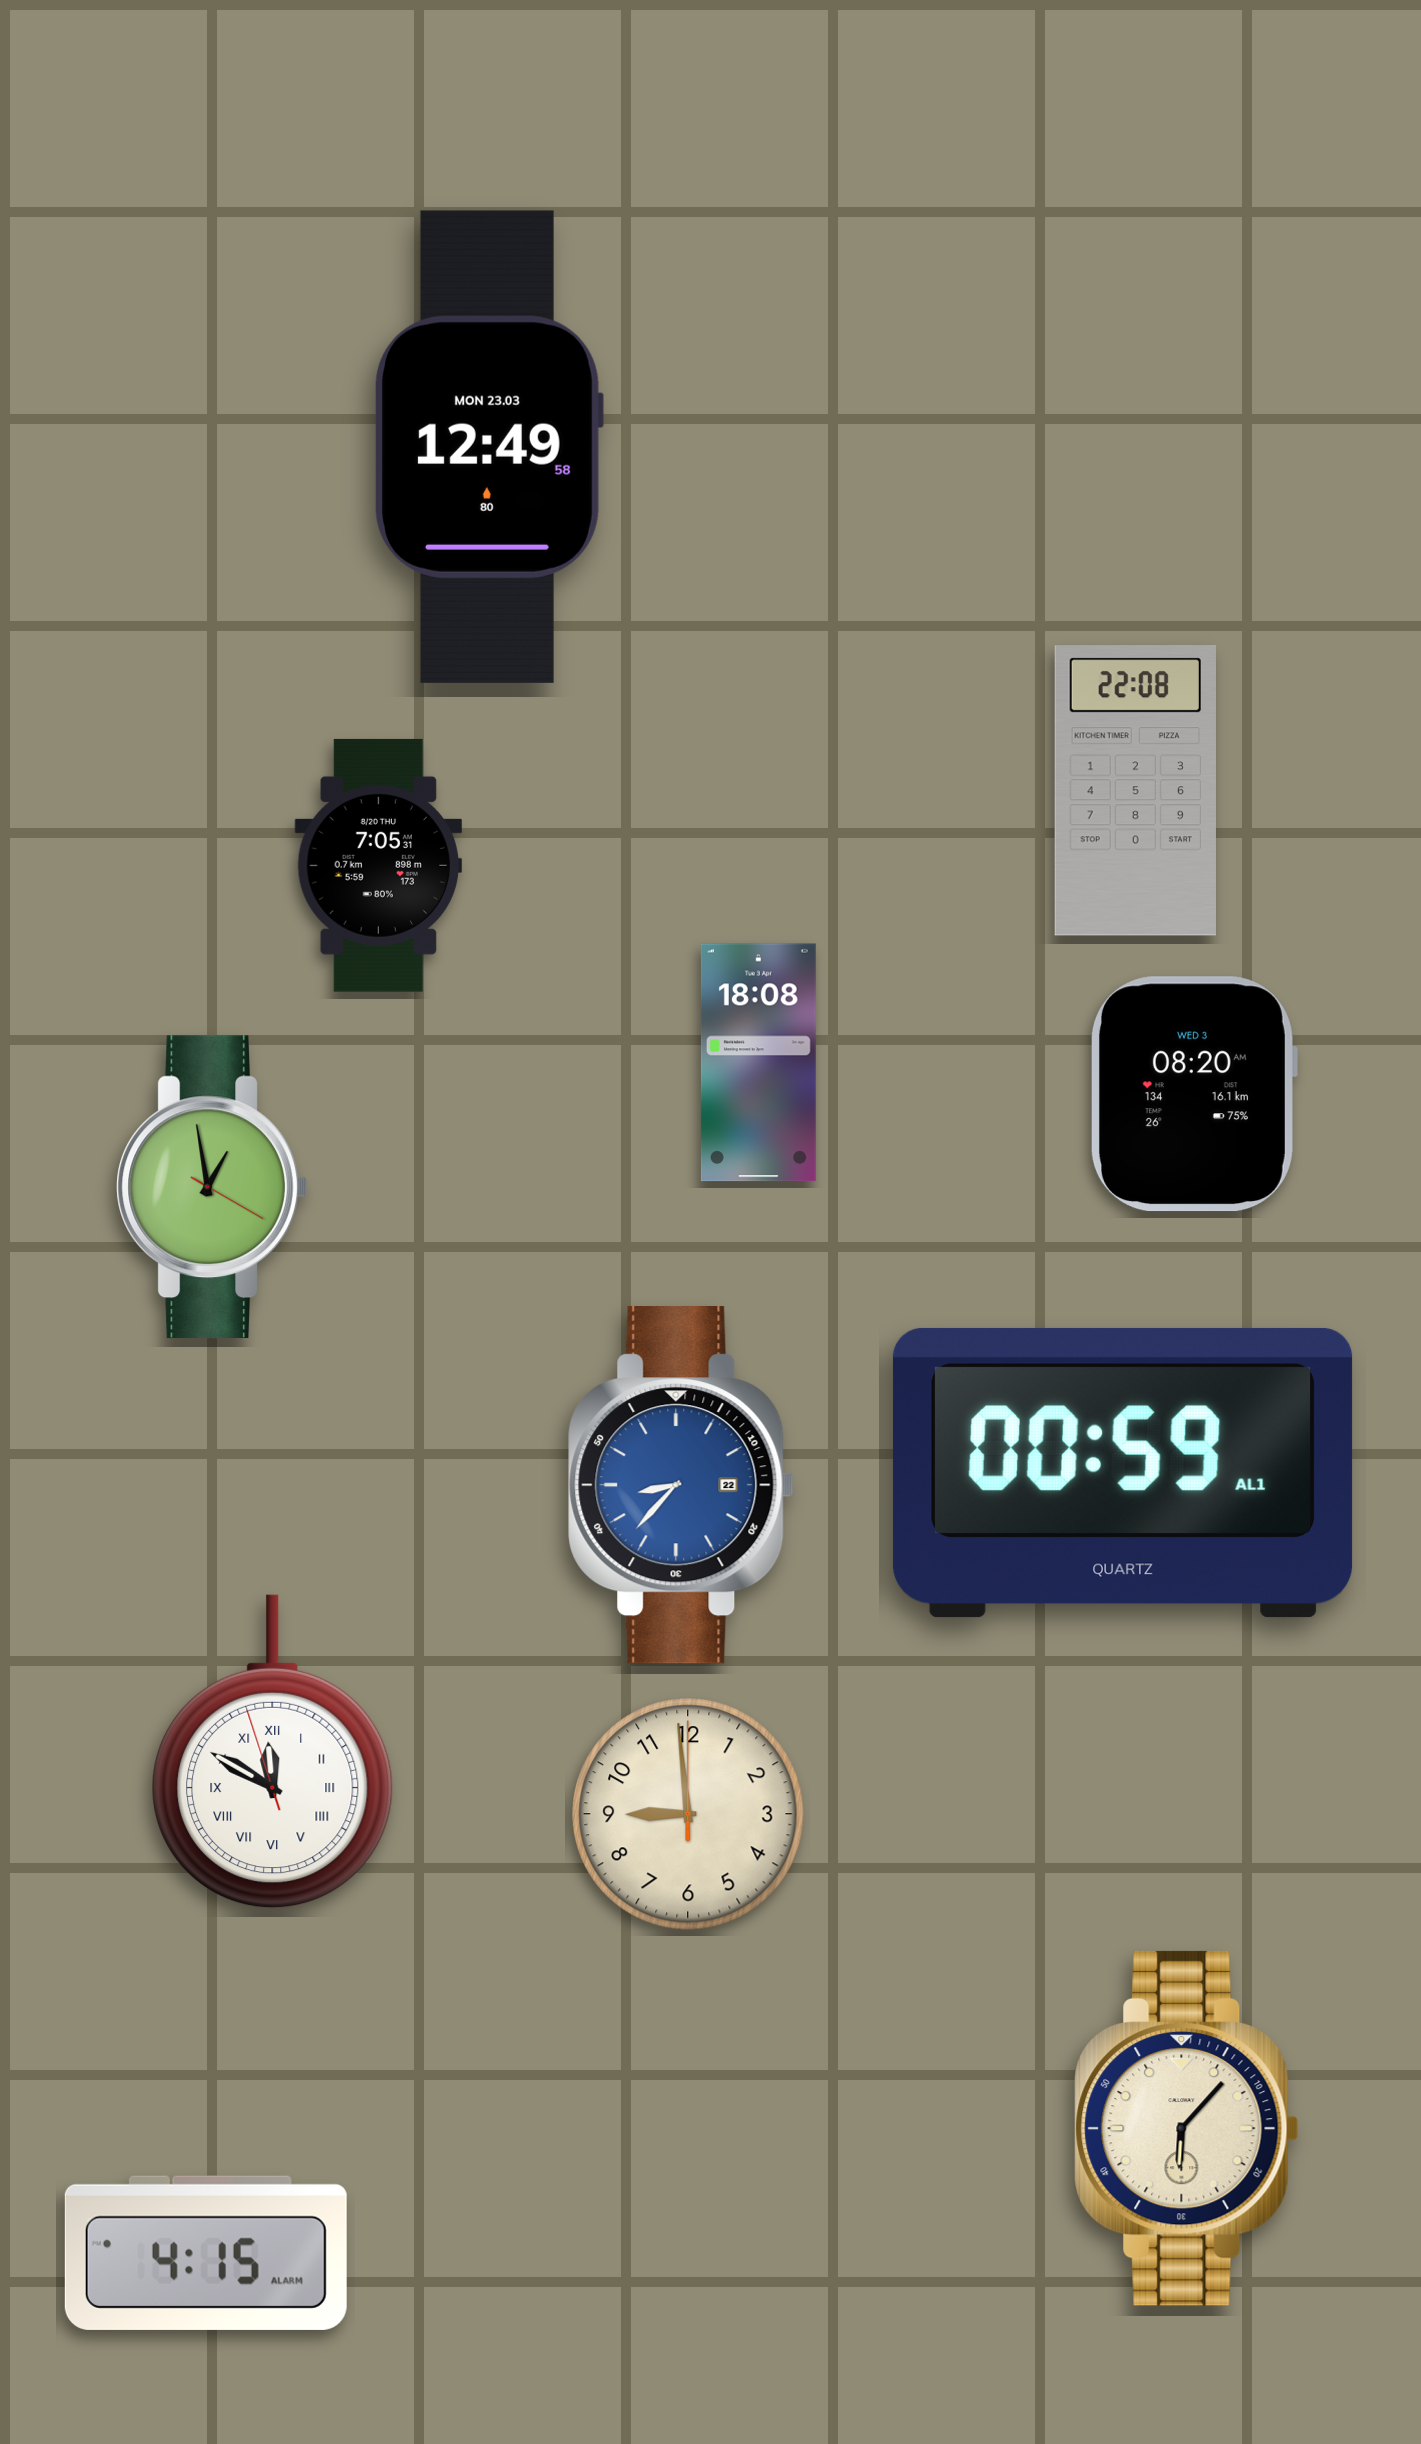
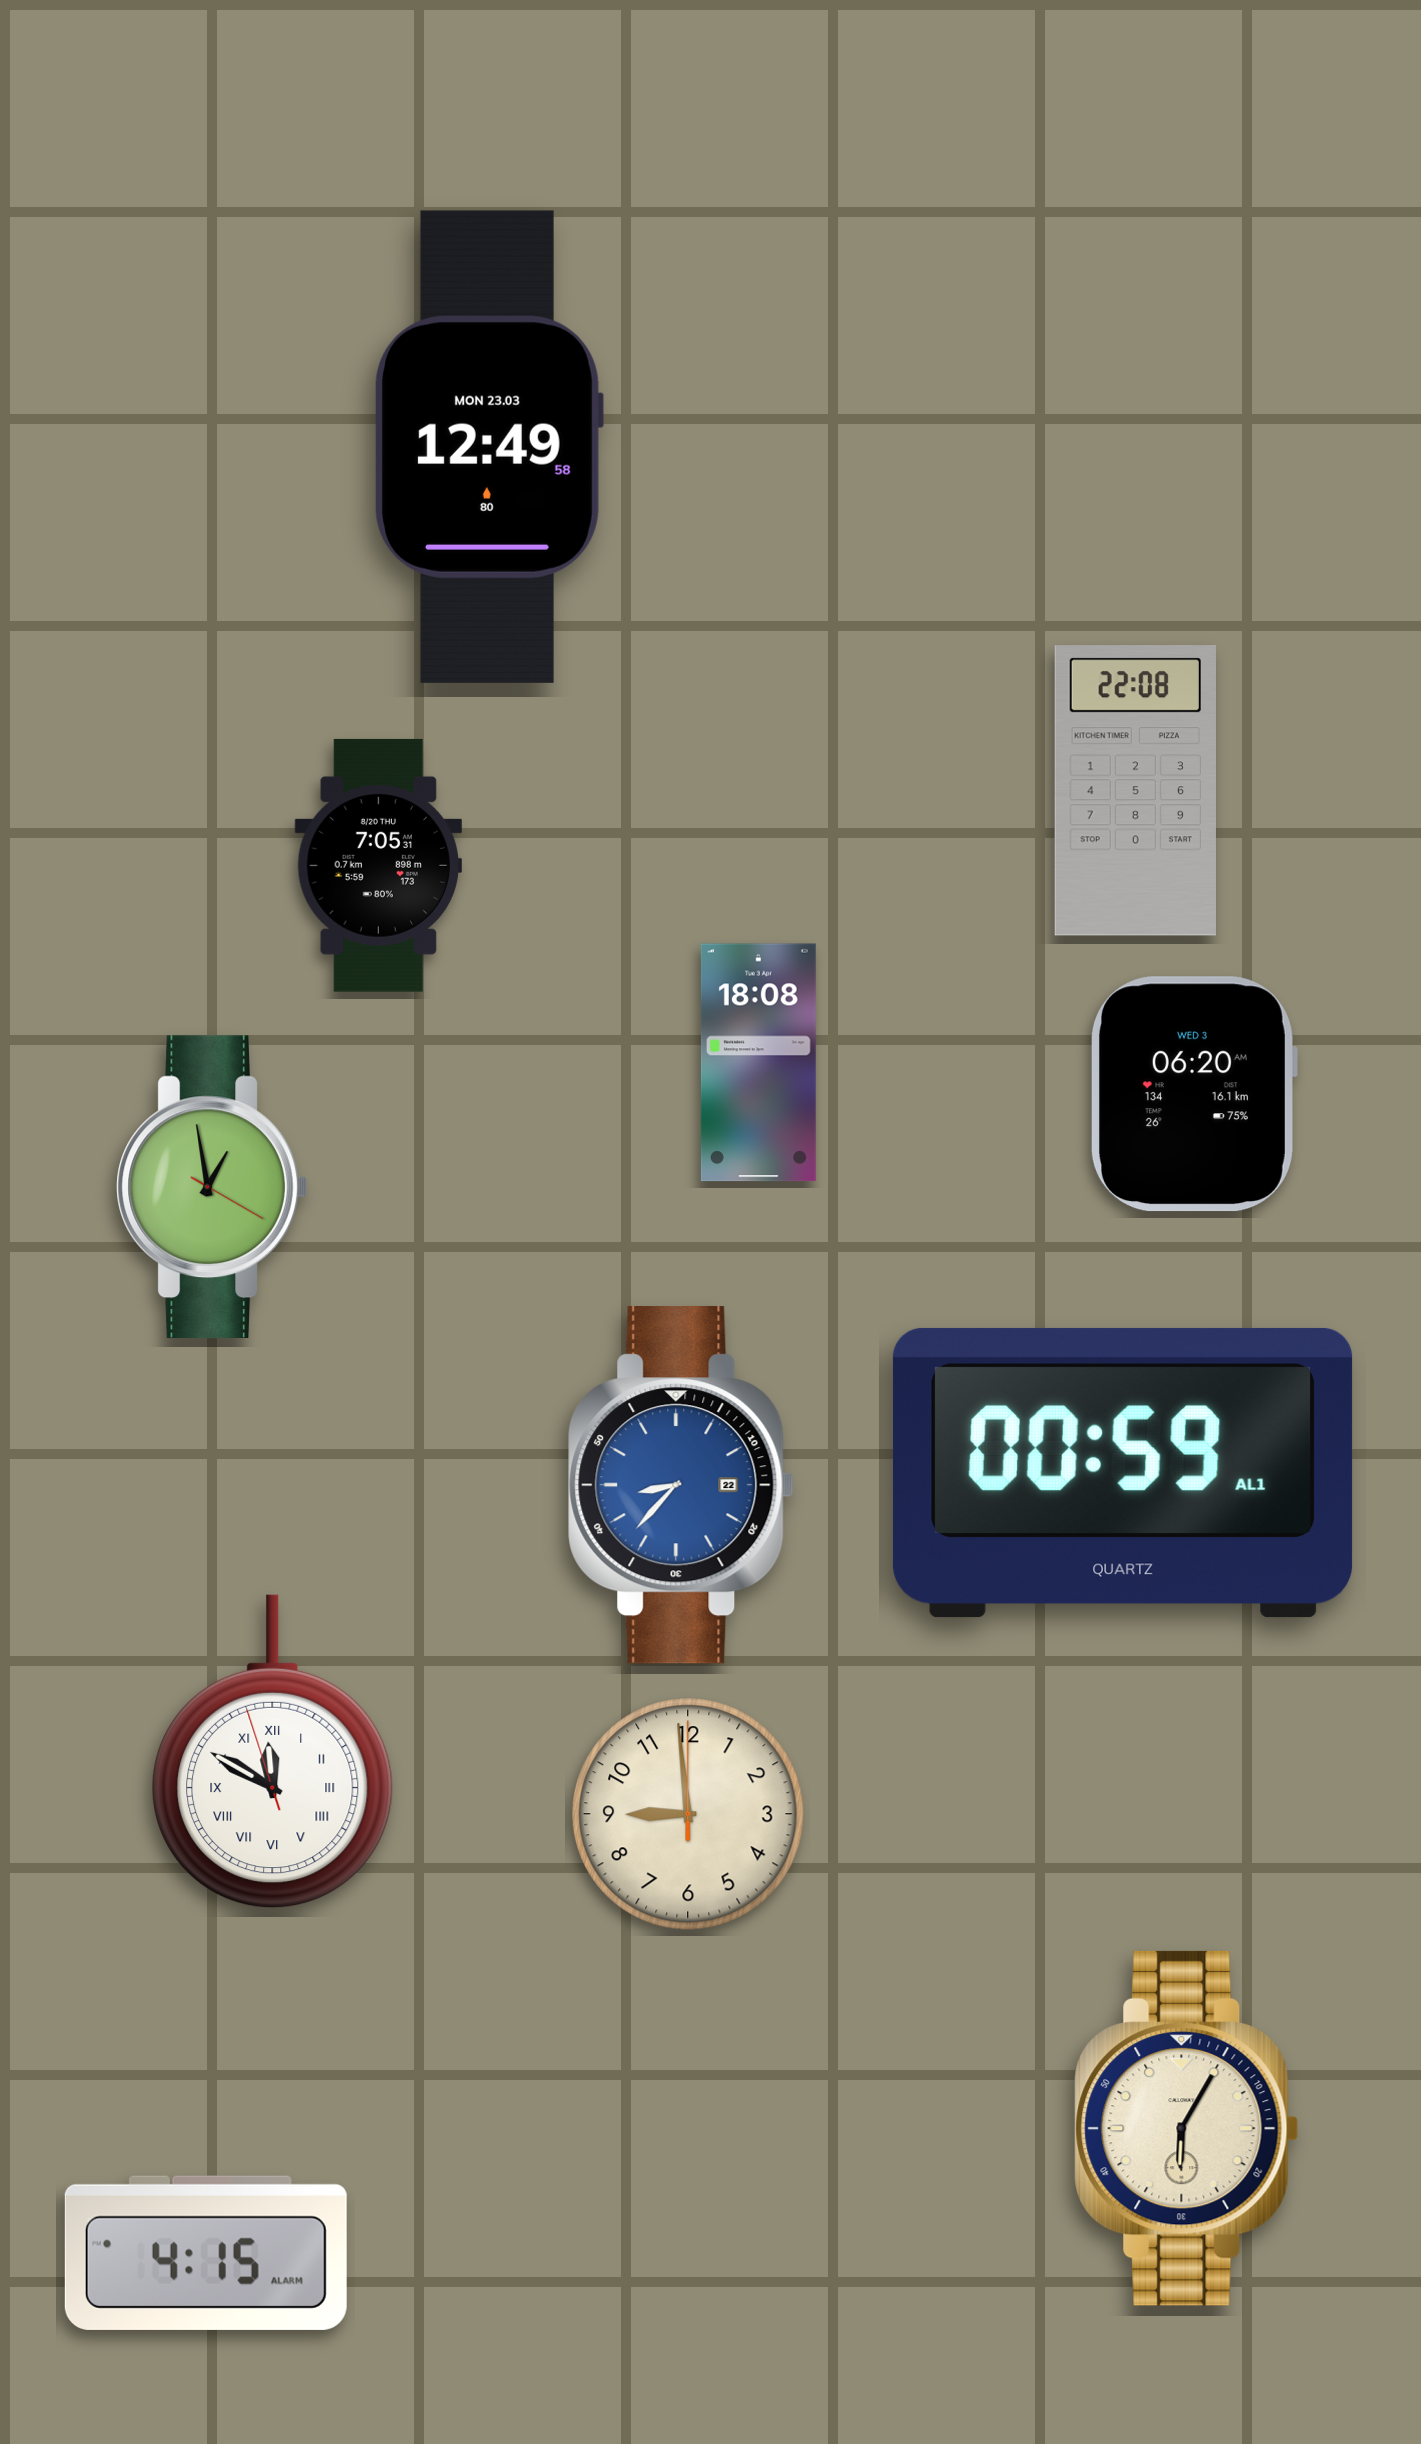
clock at (1193, 1094): 08:20 -> 06:20
clock at (1187, 2128): 6:07 -> 6:05
